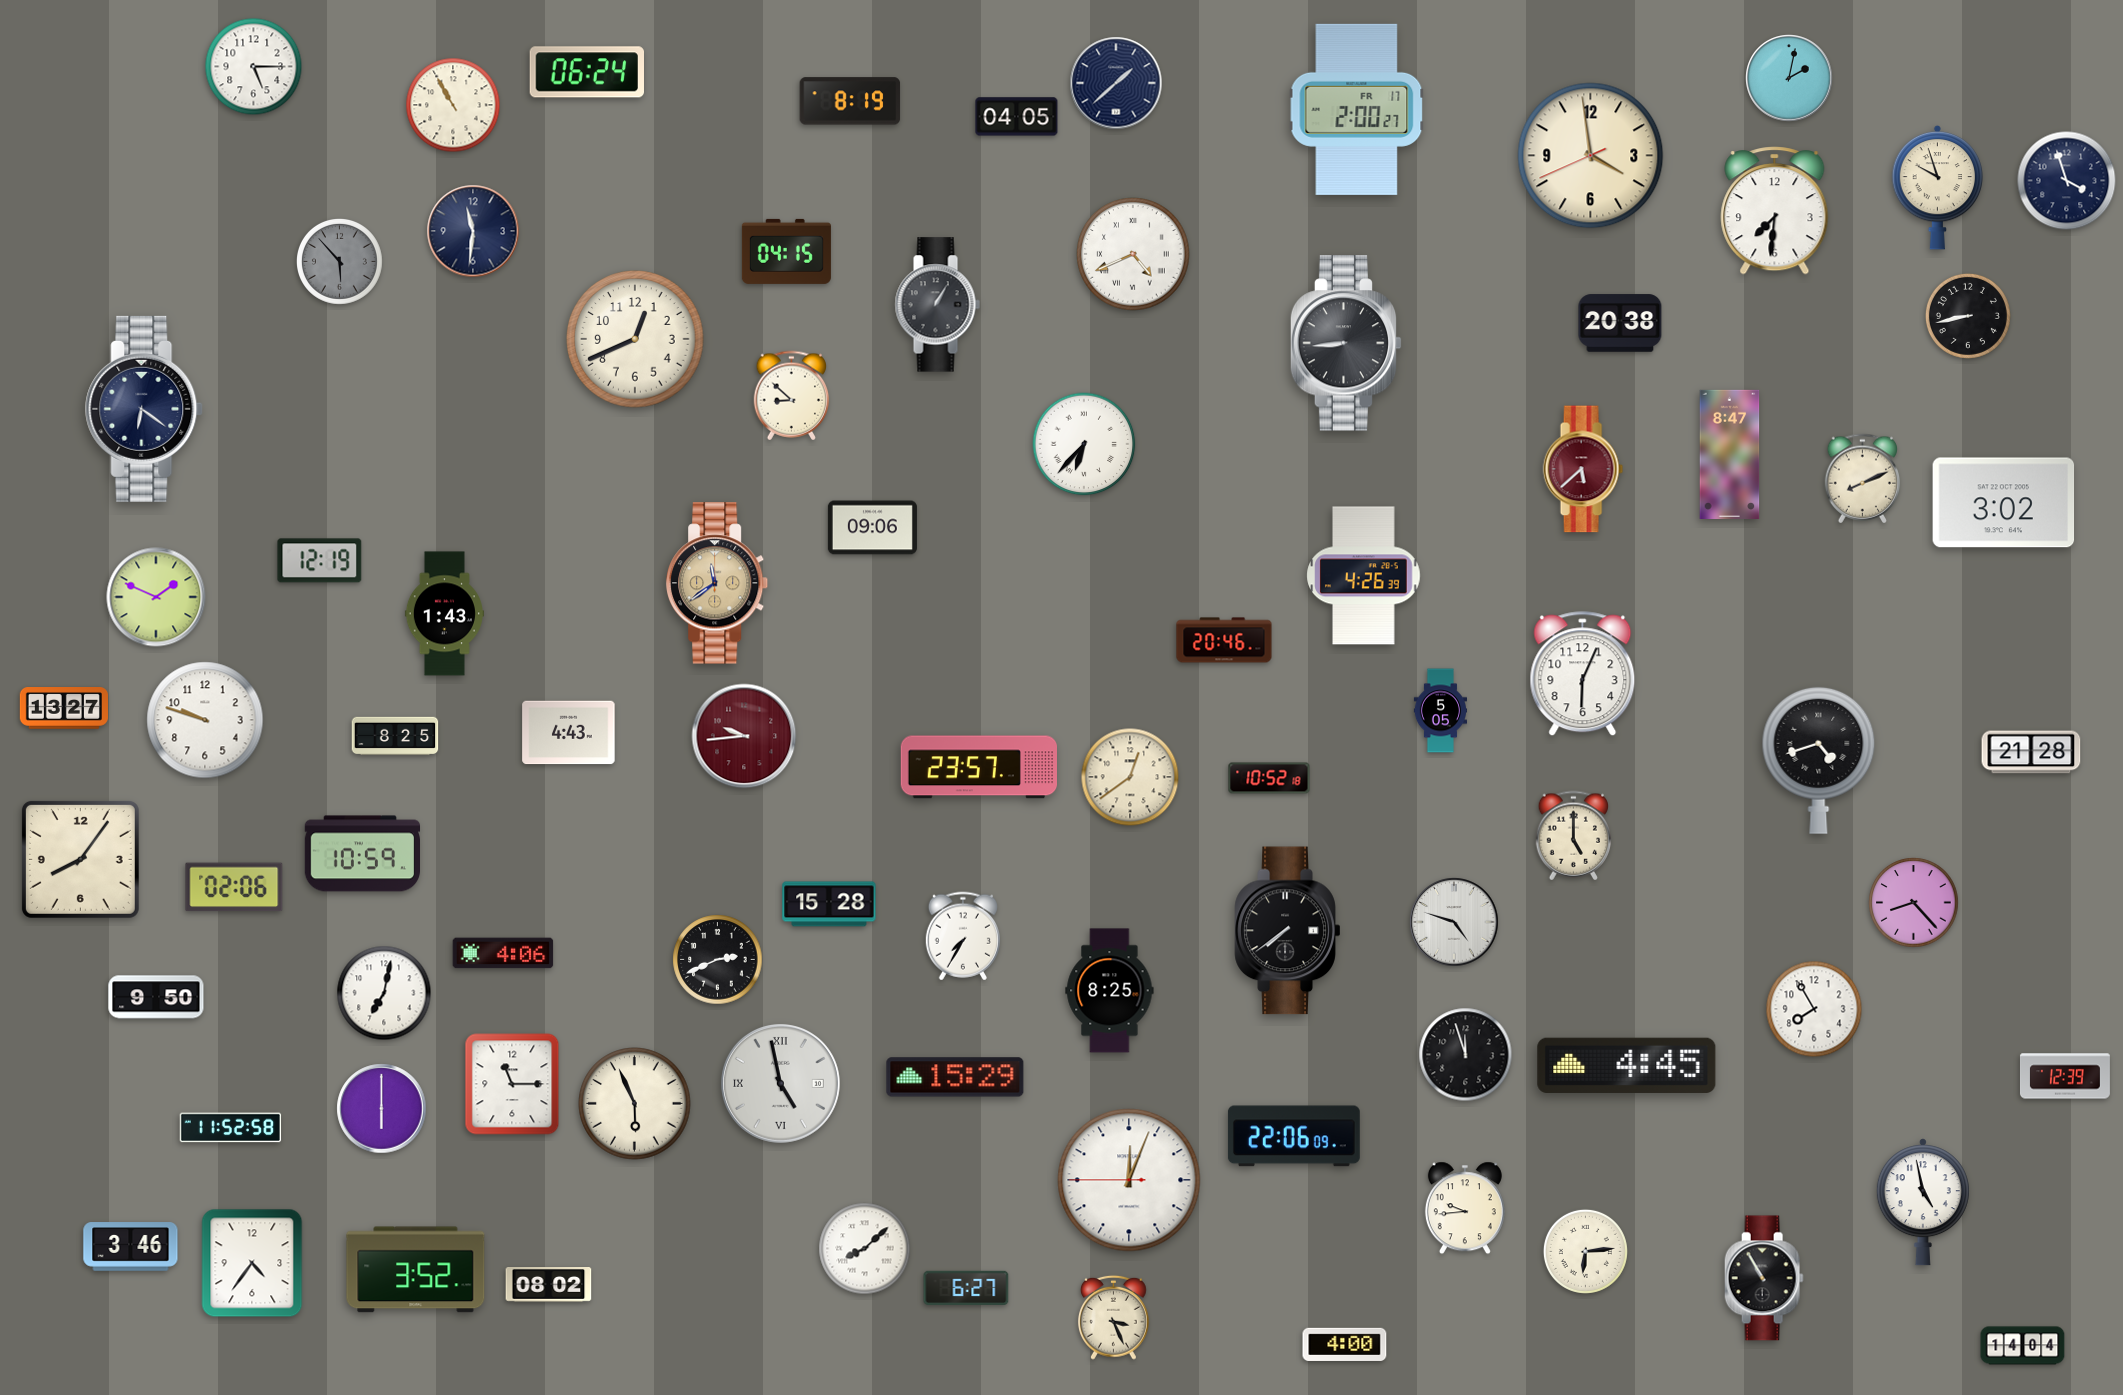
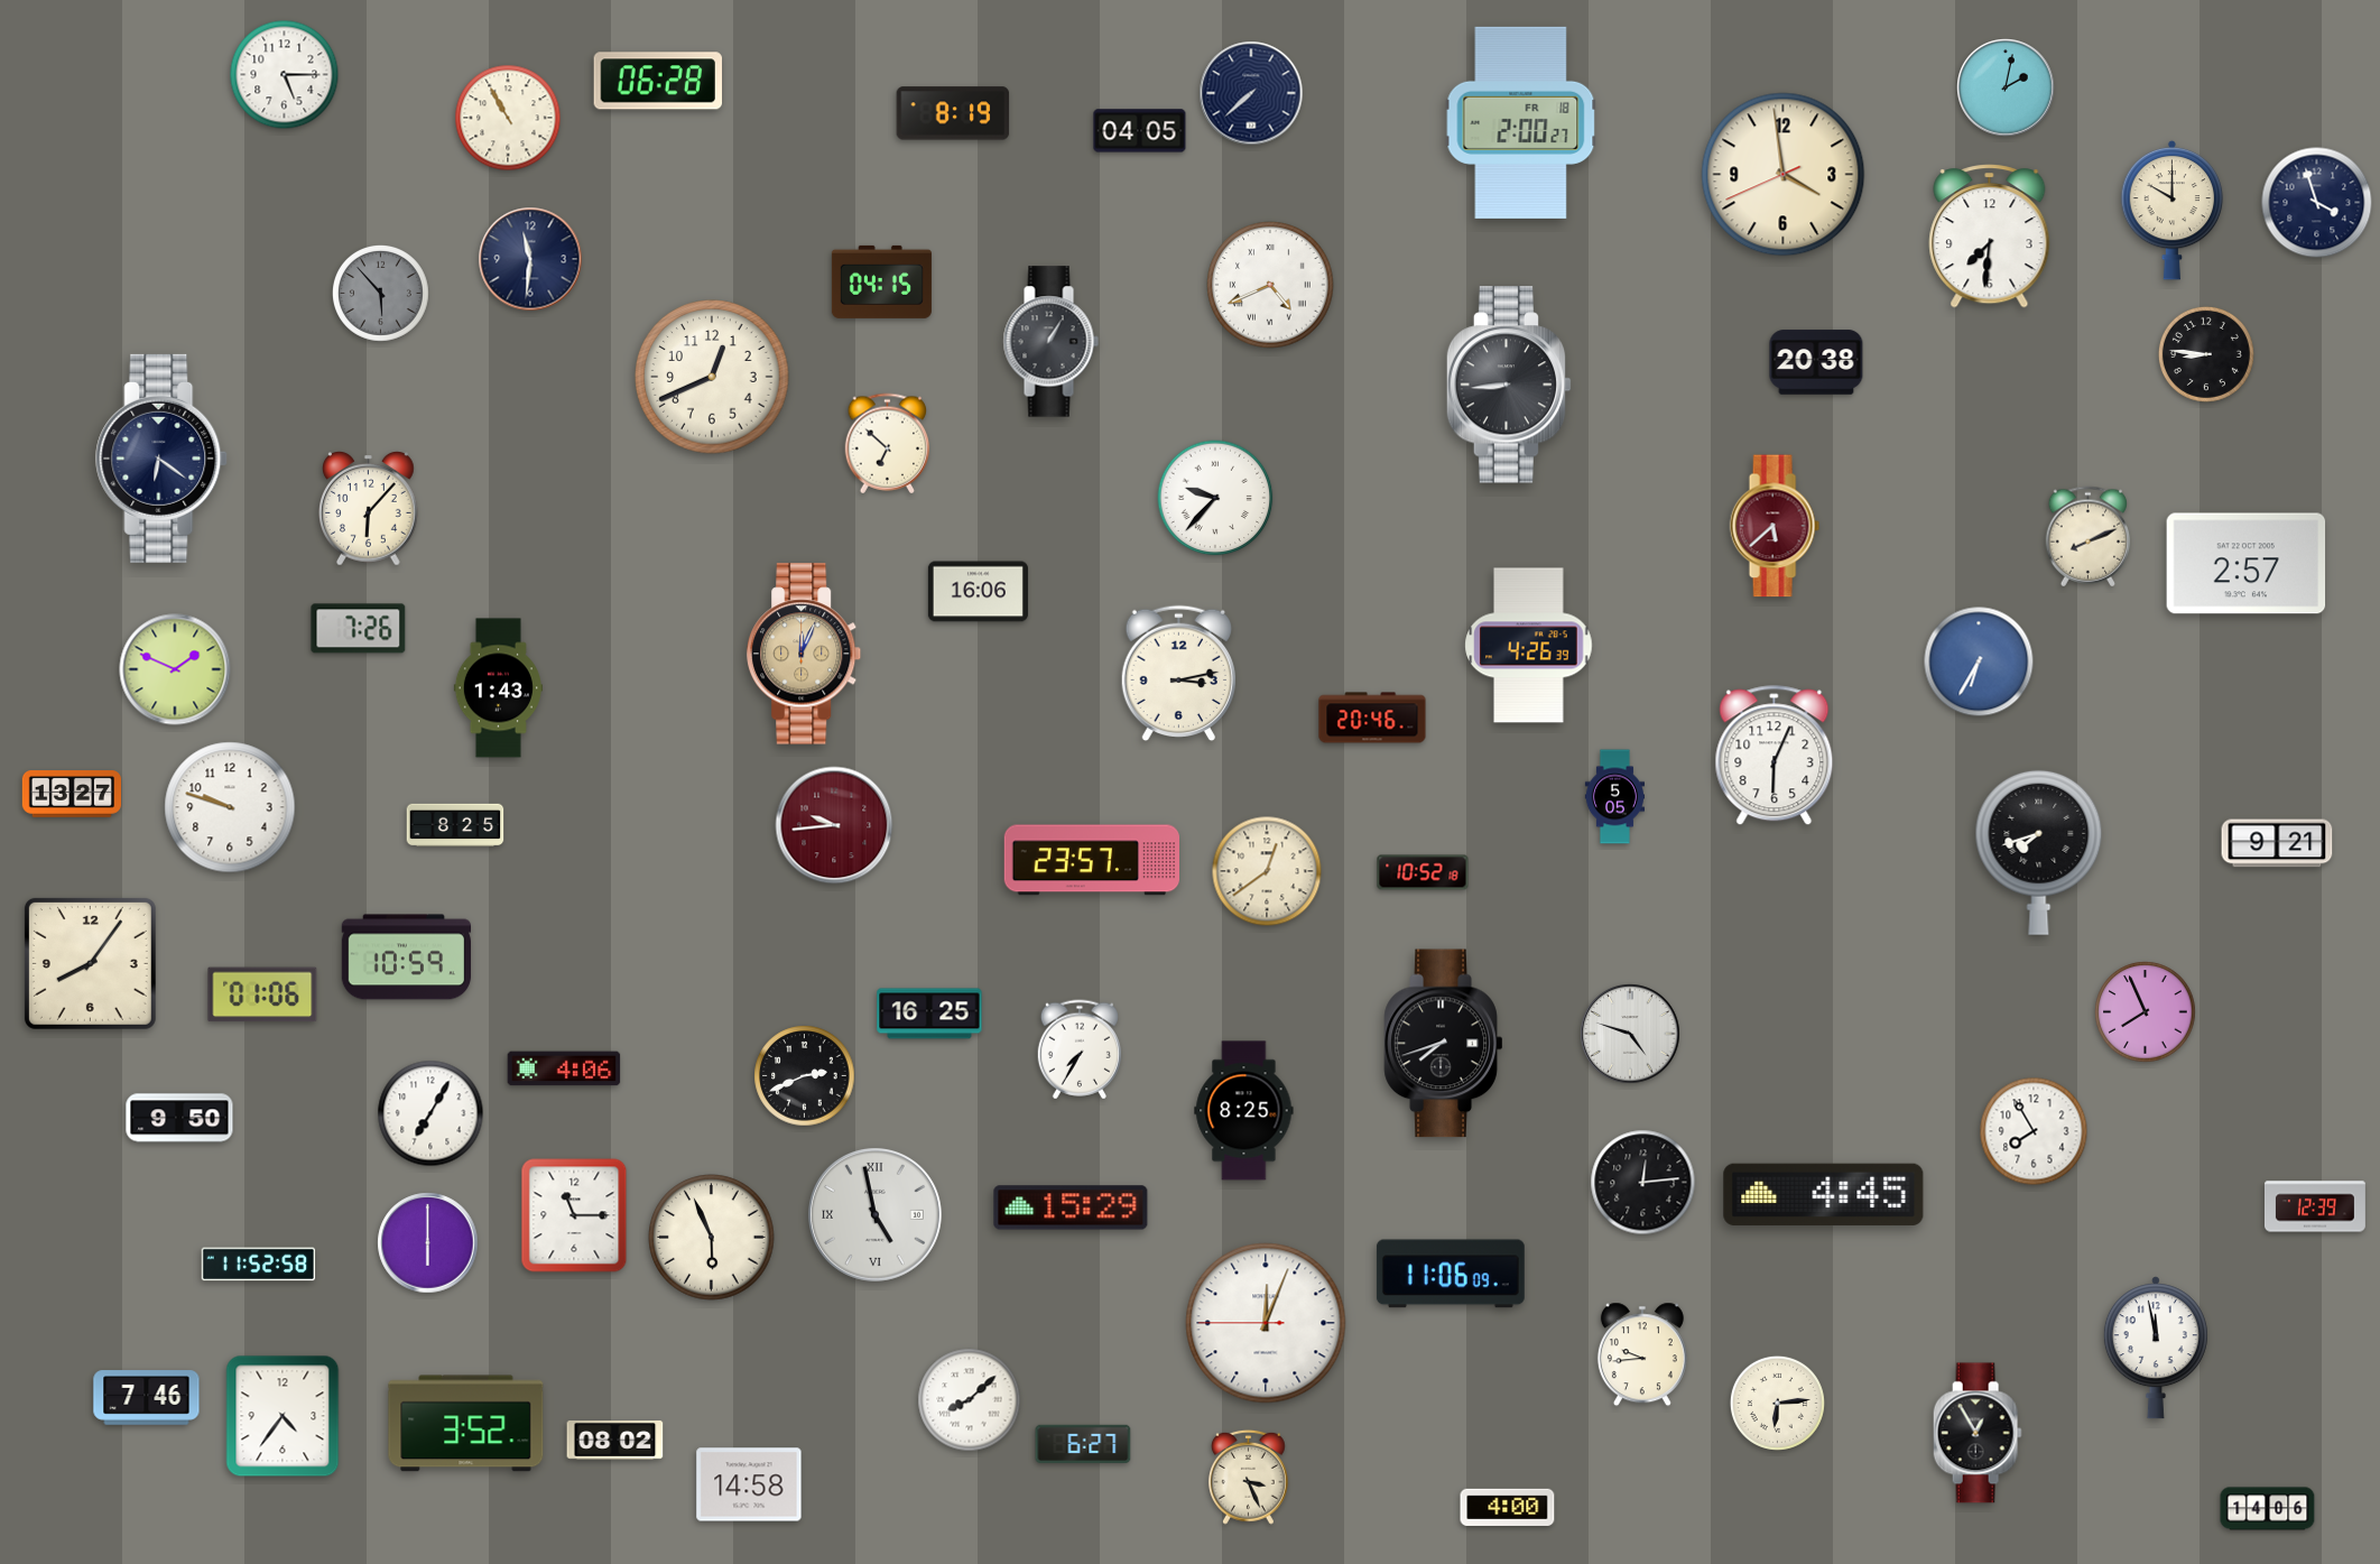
clock at (586, 72): 06:24 -> 06:28
clock at (1116, 83): 1:38 -> 7:38
clock at (1357, 109) date: FR 17 -> FR 18
clock at (1938, 187): 9:57 -> 10:00
clock at (1968, 316): 8:43 -> 8:46
clock at (635, 339) position: (635, 339) -> (712, 377)
clock at (792, 396): 8:52 -> 6:52
clock at (1084, 444): 6:37 -> 9:37
clock at (369, 509): none -> 6:07
clock at (1730, 454): 8:47 -> none
clock at (2004, 503): 3:02 -> 2:57
clock at (872, 528): 09:06 -> 16:06
clock at (320, 561): 12:19 -> 7:26
clock at (717, 583): 11:39 -> 12:04
clock at (1979, 661): none -> 6:35
clock at (1178, 674): none -> 3:13
clock at (569, 733): 4:43 -> none
clock at (395, 736) position: (395, 736) -> (455, 825)
clock at (2031, 752): 21:28 -> 9:21
clock at (1819, 760): 4:42 -> 7:42
clock at (978, 767) position: (978, 767) -> (1091, 860)
clock at (1574, 836): 5:00 -> none
clock at (234, 887): 02:06 -> 01:06
clock at (1914, 903): 8:23 -> 7:56
clock at (829, 904): 15:28 -> 16:25
clock at (1288, 931): 7:39 -> 7:42
clock at (384, 993): 7:02 -> 7:05
clock at (156, 997) position: (156, 997) -> (179, 1118)
clock at (1466, 1055): 11:57 -> 12:14
clock at (1294, 1136): 22:06 -> 11:06
clock at (1923, 1202): 4:58 -> 11:58
clock at (131, 1247): 3:46 -> 7:46
clock at (1764, 1278): 10:55 -> 12:55
clock at (749, 1484): none -> 14:58
clock at (2023, 1346): 14:04 -> 14:06
